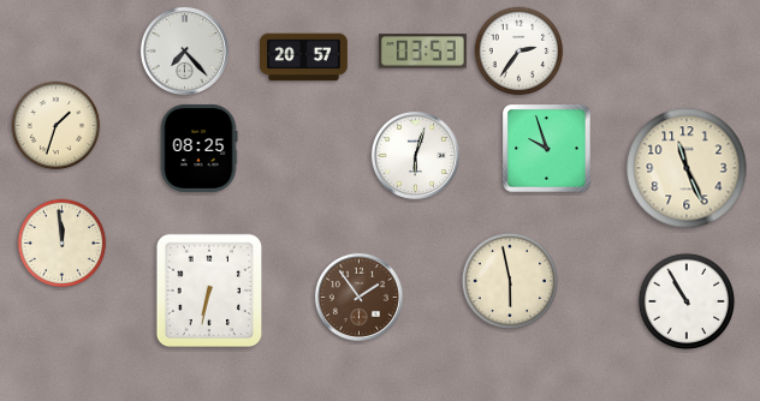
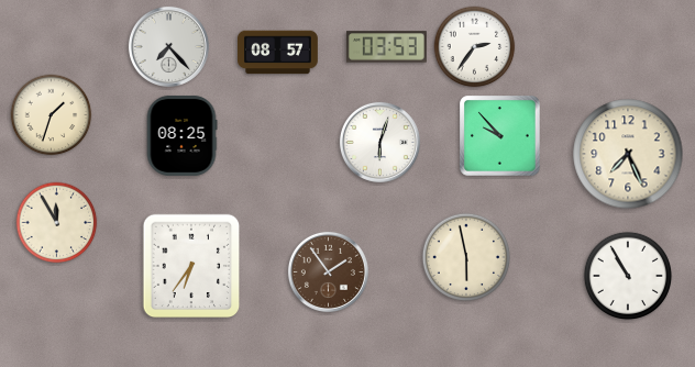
clock at (304, 58): 20:57 -> 08:57
clock at (547, 149): 9:57 -> 9:53
clock at (687, 168): 11:26 -> 7:26
clock at (63, 244): 11:59 -> 11:55
clock at (209, 291): 6:32 -> 6:36
